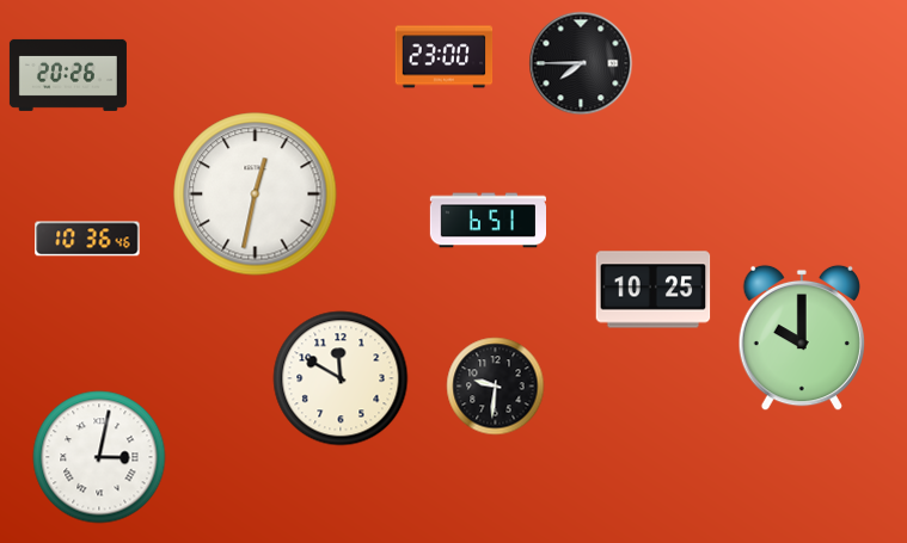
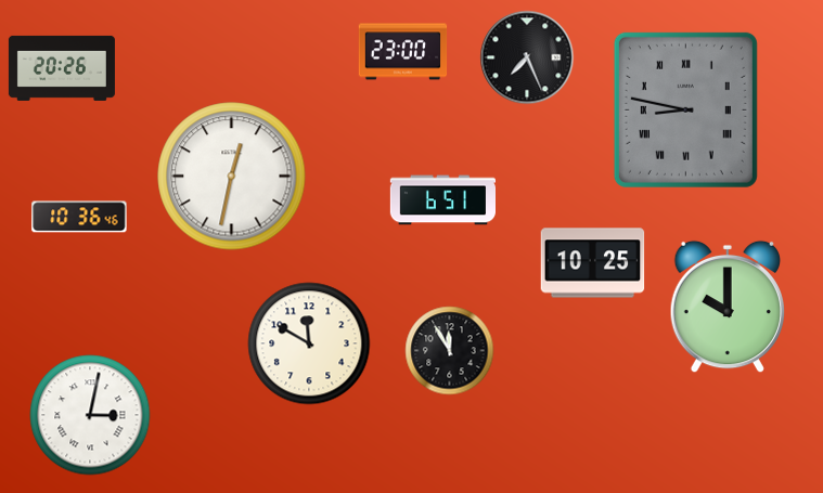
clock at (581, 63): 7:45 -> 7:26
clock at (685, 109): none -> 8:47
clock at (496, 387): 9:31 -> 11:55
